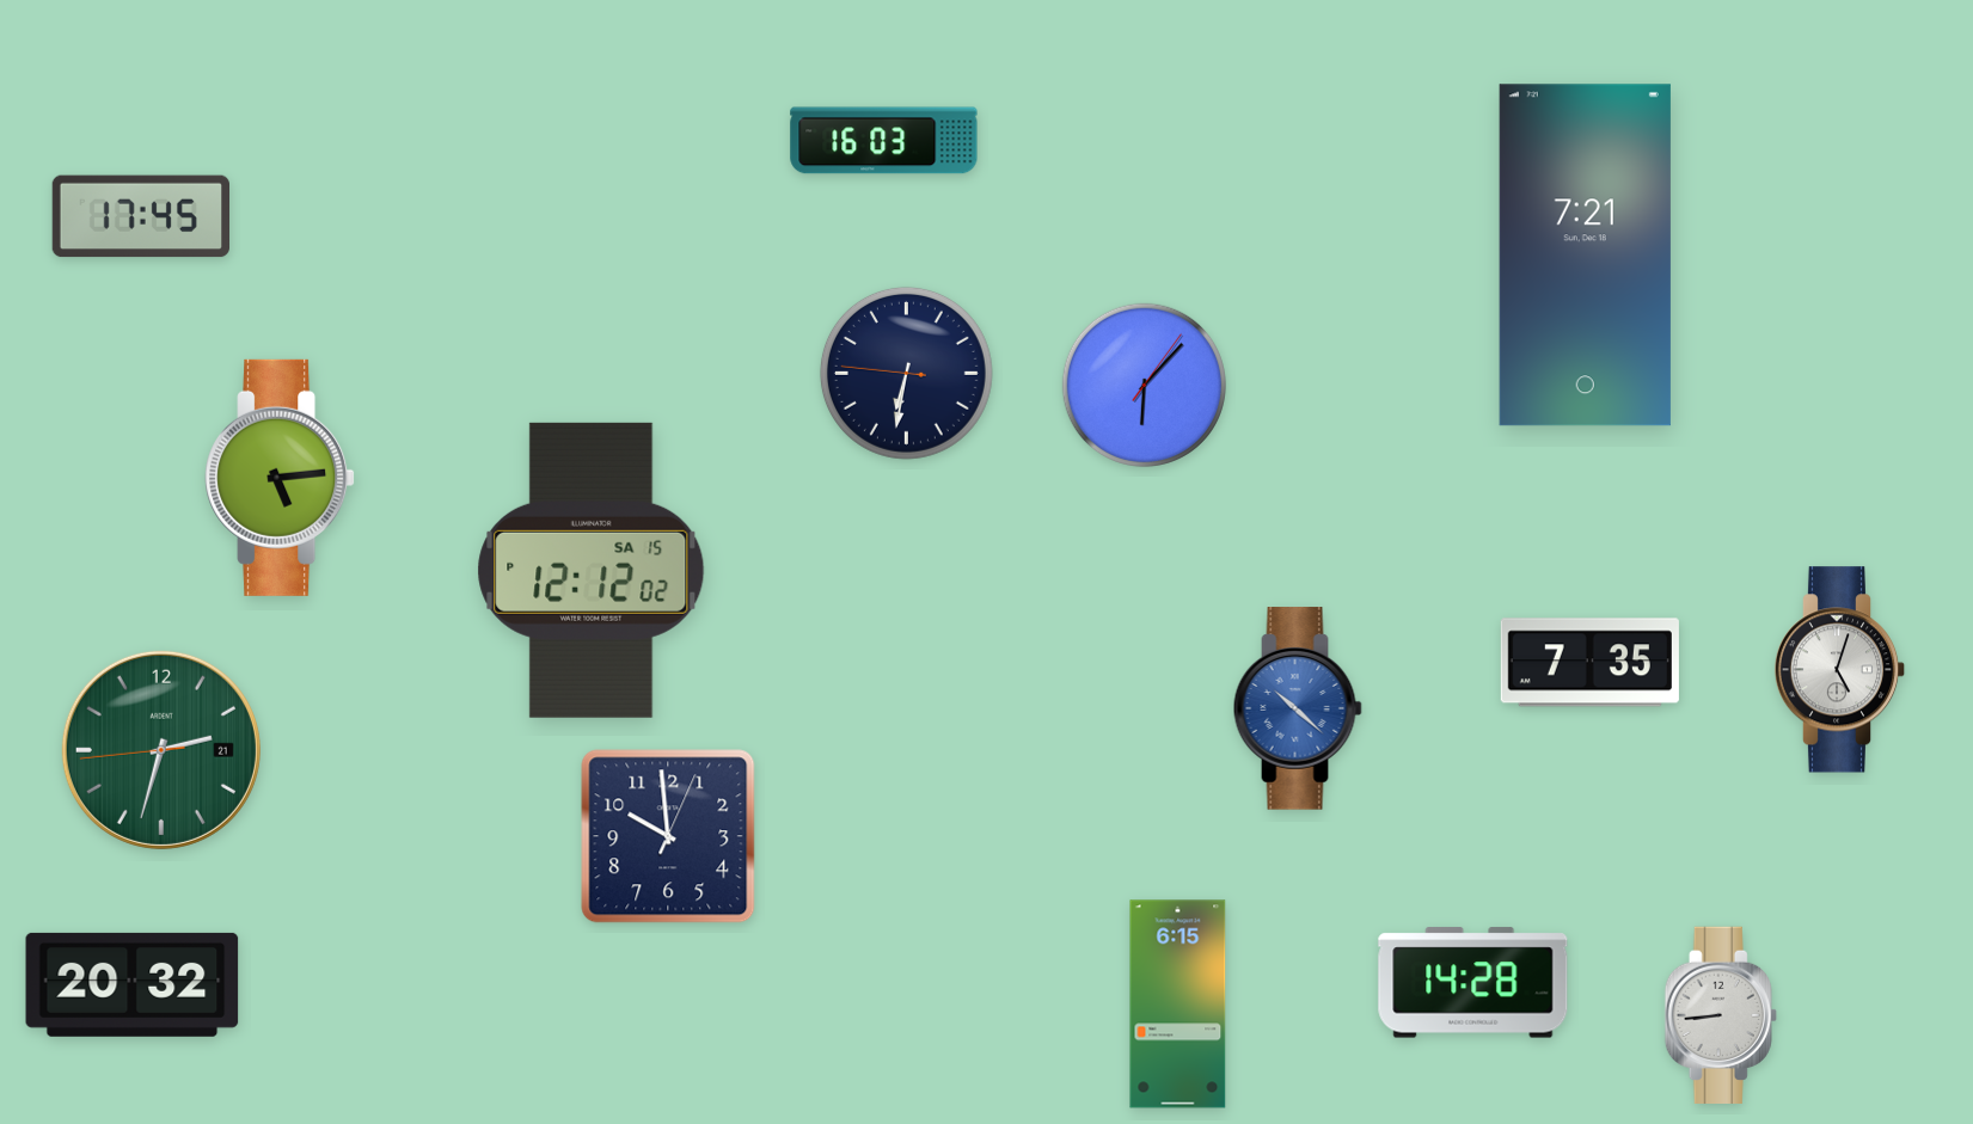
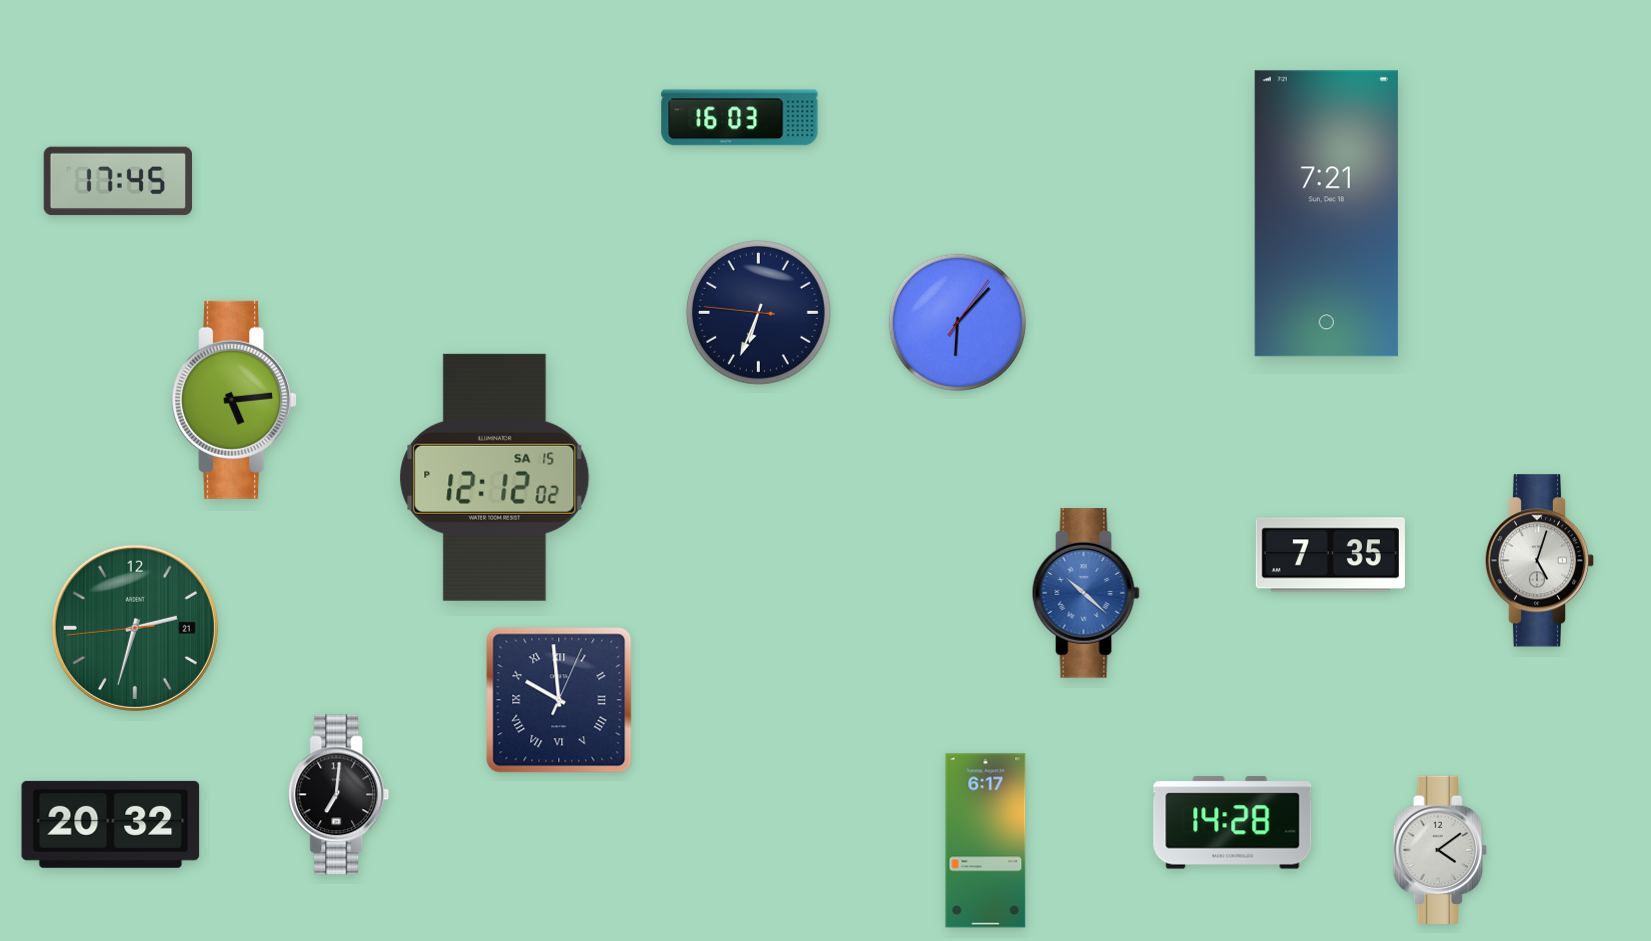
clock at (906, 373): 6:31 -> 6:33
clock at (668, 836) numerals: Arabic -> Roman
clock at (339, 795): none -> 7:01
clock at (1178, 1005): 6:15 -> 6:17
clock at (1721, 1014): 8:44 -> 4:09
